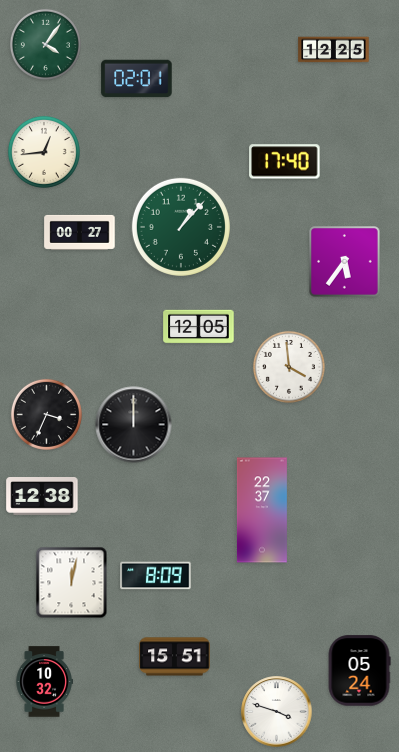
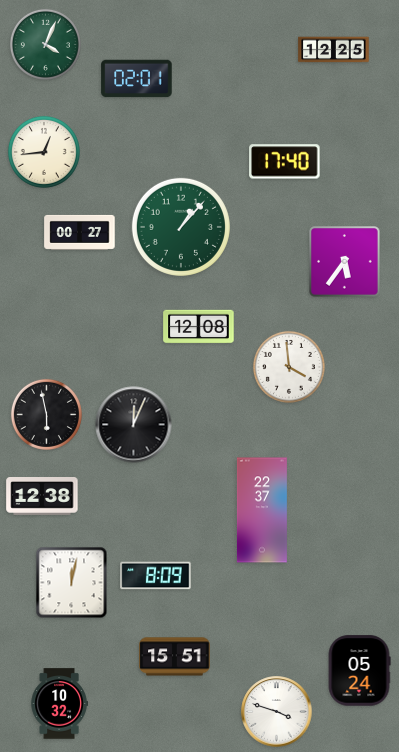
clock at (45, 44): 4:06 -> 4:04
clock at (199, 327): 12:05 -> 12:08
clock at (46, 414): 3:34 -> 5:58
clock at (134, 425): 12:00 -> 12:04
clock at (44, 682) position: (44, 682) -> (59, 704)
